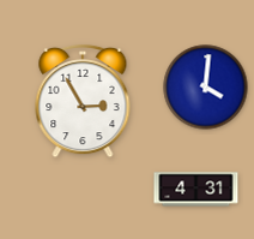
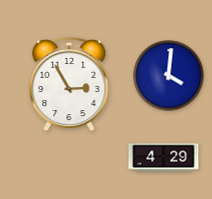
clock at (206, 88) position: (206, 88) -> (169, 76)
clock at (196, 190): 4:31 -> 4:29
